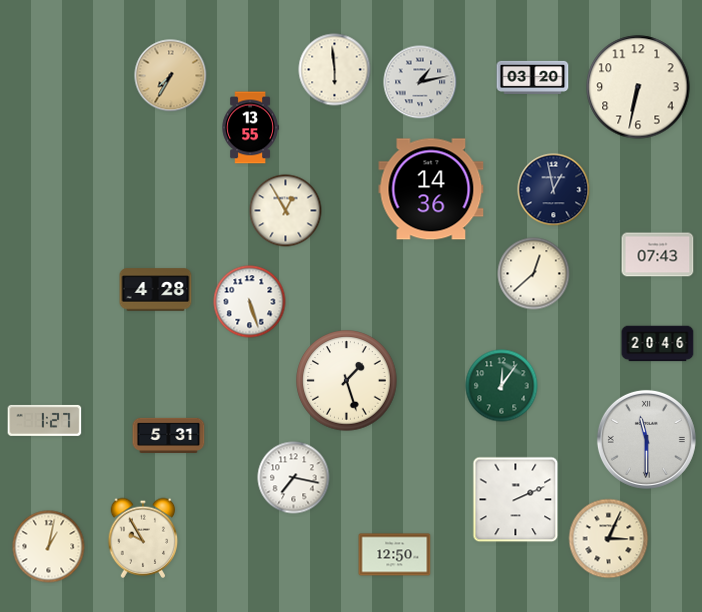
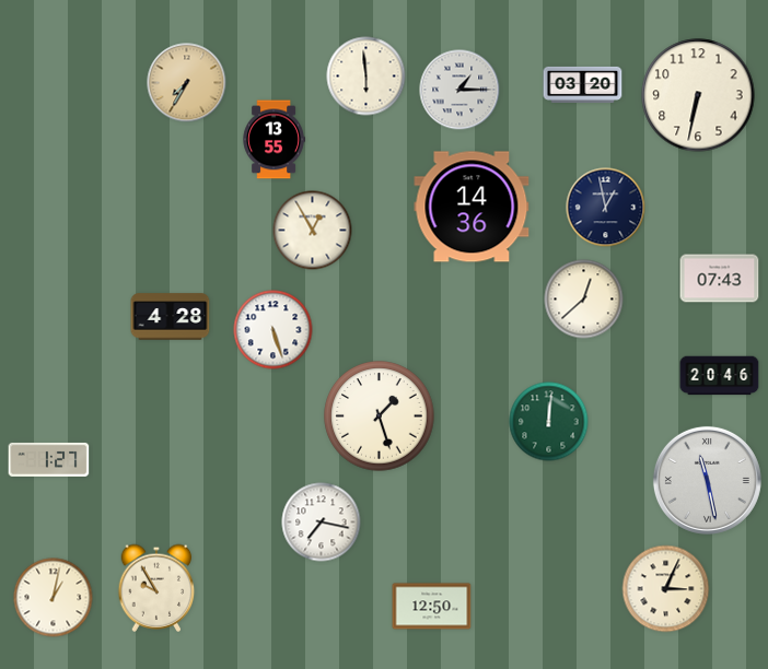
clock at (420, 82): 1:13 -> 1:15
clock at (502, 386): 12:06 -> 12:01
clock at (169, 435): 5:31 -> none
clock at (646, 439): 11:30 -> 11:28
clock at (516, 500): 2:11 -> none
